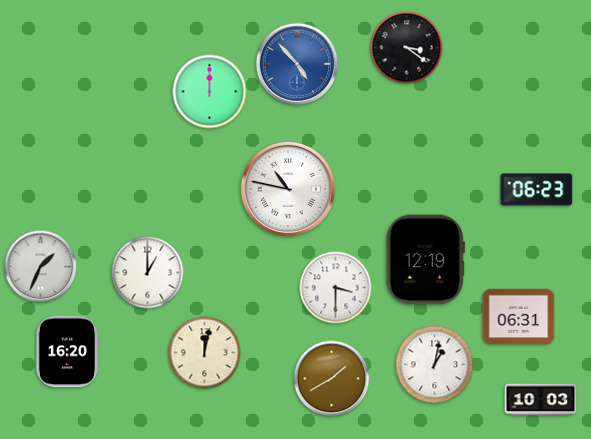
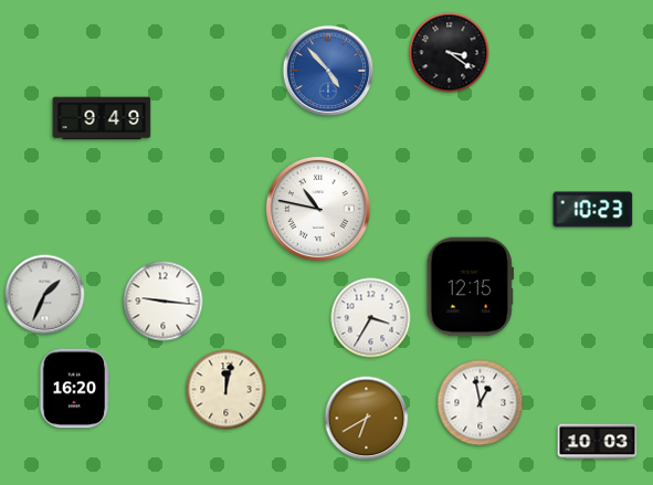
clock at (210, 92): 12:00 -> none
clock at (102, 118): none -> 9:49
clock at (537, 190): 06:23 -> 10:23
clock at (425, 260): 12:19 -> 12:15
clock at (148, 273): 1:00 -> 9:16
clock at (336, 288): 3:30 -> 3:35
clock at (519, 317): 06:31 -> none
clock at (435, 365): 1:02 -> 12:58
clock at (332, 379): 1:40 -> 6:40
